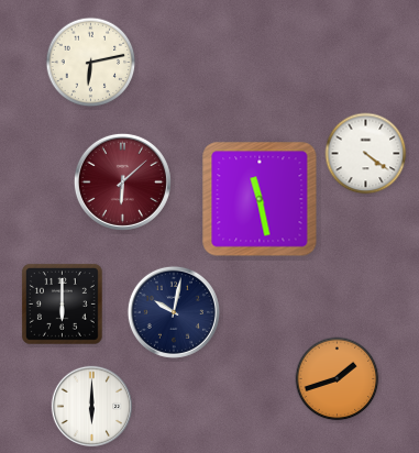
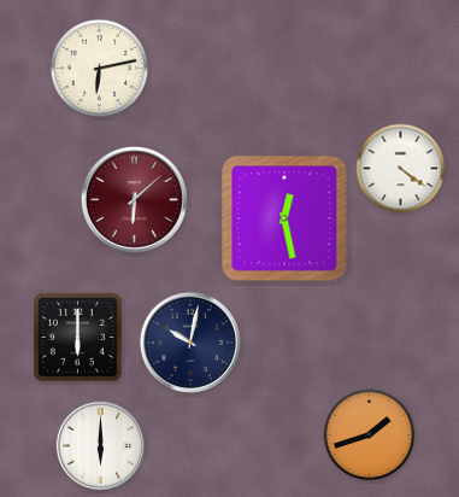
clock at (260, 199): 11:28 -> 12:28
clock at (62, 303) position: (62, 303) -> (77, 337)
clock at (338, 379) position: (338, 379) -> (370, 435)
